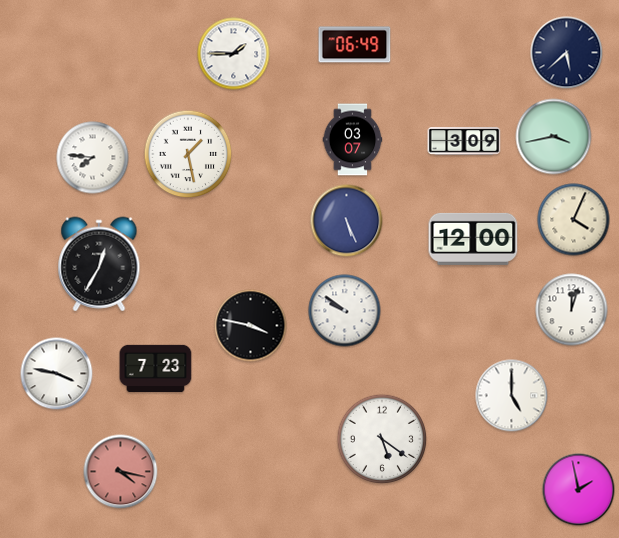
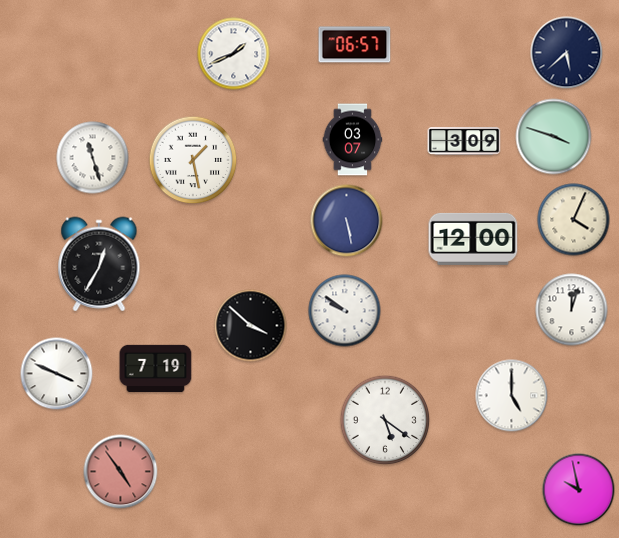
clock at (355, 45): 06:49 -> 06:57
clock at (234, 54): 1:45 -> 1:41
clock at (554, 137): 3:43 -> 3:48
clock at (188, 154) position: (188, 154) -> (193, 160)
clock at (93, 158): 7:46 -> 11:27
clock at (347, 221): 5:26 -> 5:28
clock at (251, 326): 3:47 -> 3:52
clock at (156, 369): 7:23 -> 7:19
clock at (57, 374): 3:47 -> 3:49
clock at (382, 439) position: (382, 439) -> (385, 420)
clock at (121, 472): 4:17 -> 4:54
clock at (579, 490): 1:58 -> 9:58
